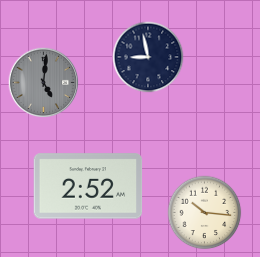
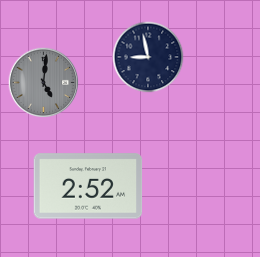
clock at (205, 213): 10:16 -> none
